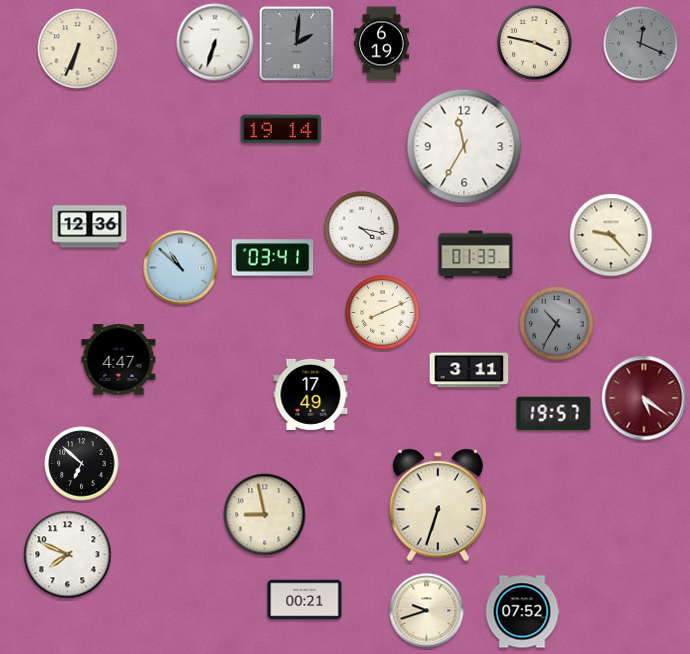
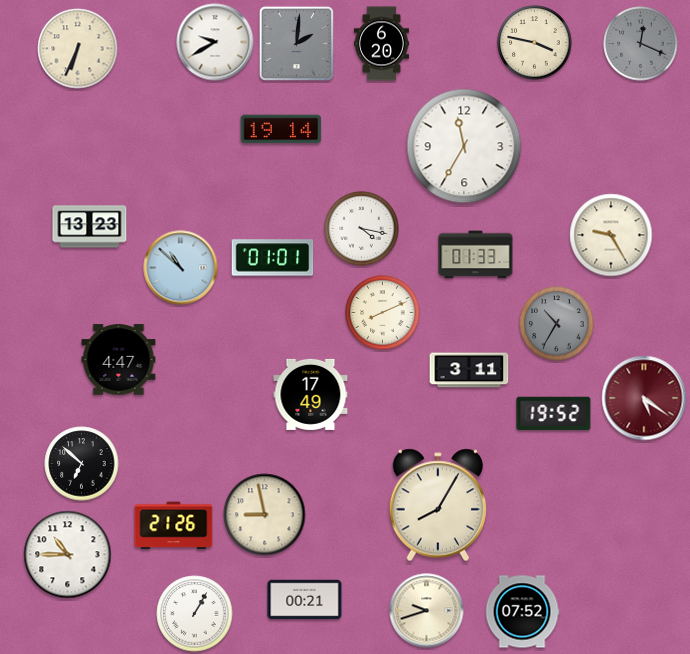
clock at (215, 42): 6:33 -> 9:40
clock at (381, 44): 6:19 -> 6:20
clock at (90, 227): 12:36 -> 13:23
clock at (611, 235): 9:23 -> 9:25
clock at (273, 258): 03:41 -> 01:01
clock at (554, 414): 19:57 -> 19:52
clock at (438, 505): 6:33 -> 8:05
clock at (174, 526): none -> 21:26
clock at (68, 555): 7:49 -> 10:45
clock at (195, 614): none -> 1:05
